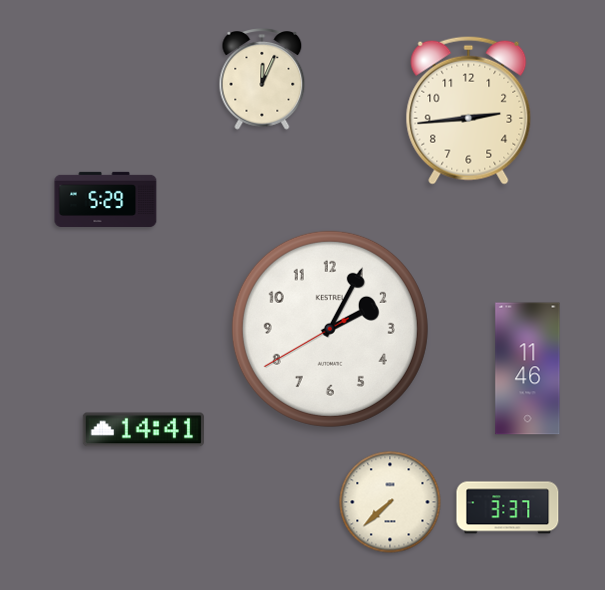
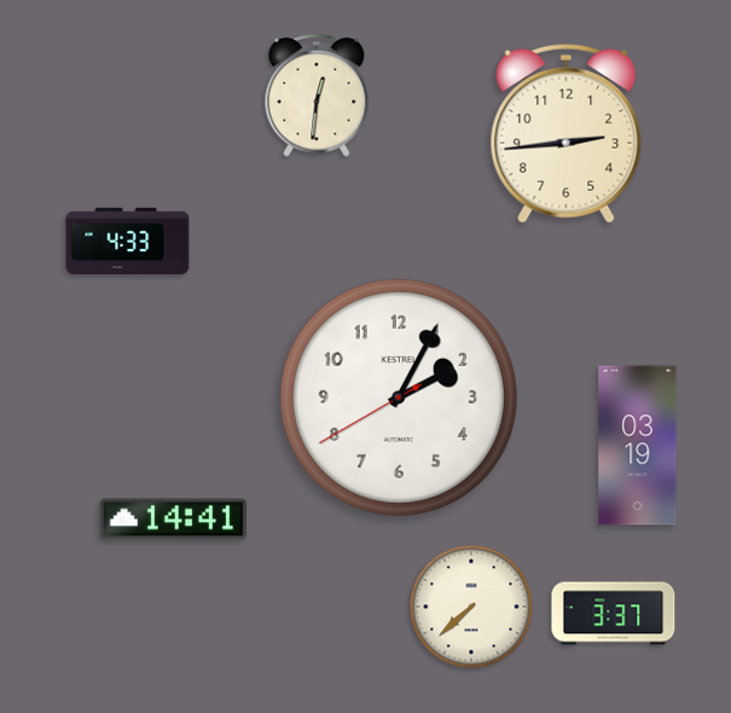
clock at (262, 80): 12:04 -> 12:31
clock at (106, 199): 5:29 -> 4:33
clock at (528, 369): 11:46 -> 03:19
